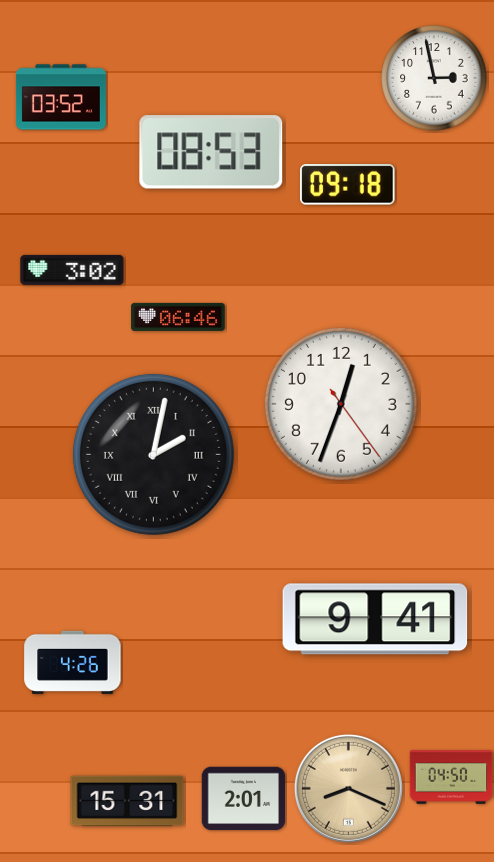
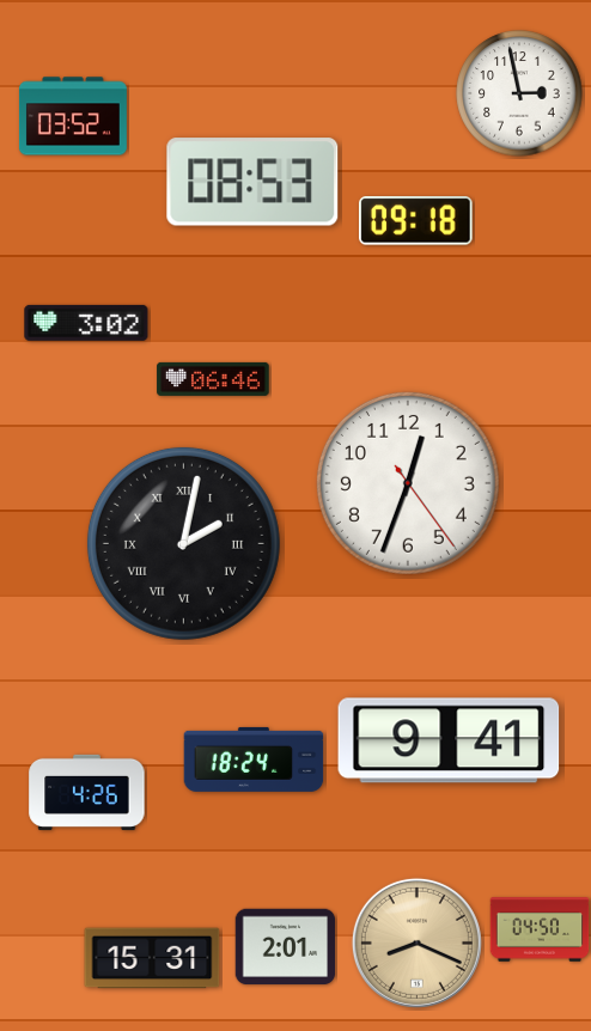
clock at (254, 759): none -> 18:24
clock at (244, 799) position: (244, 799) -> (286, 947)
